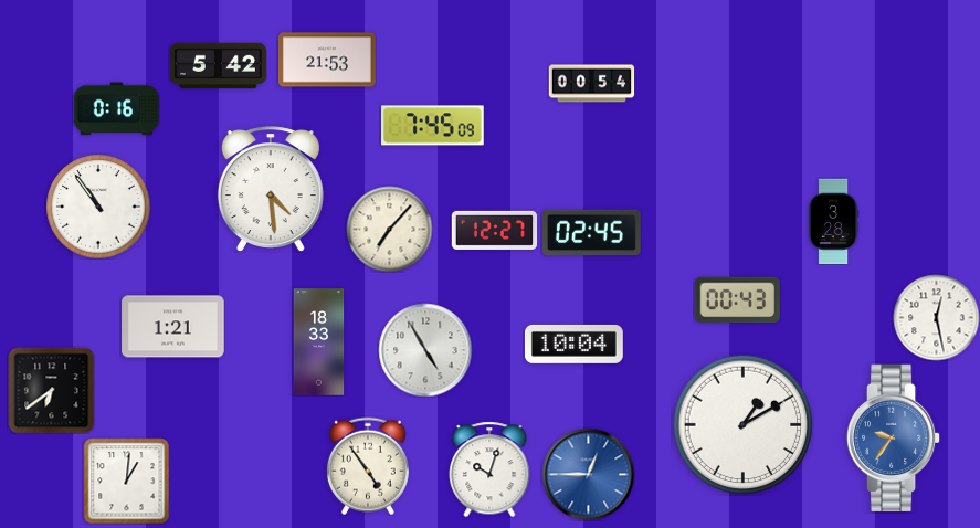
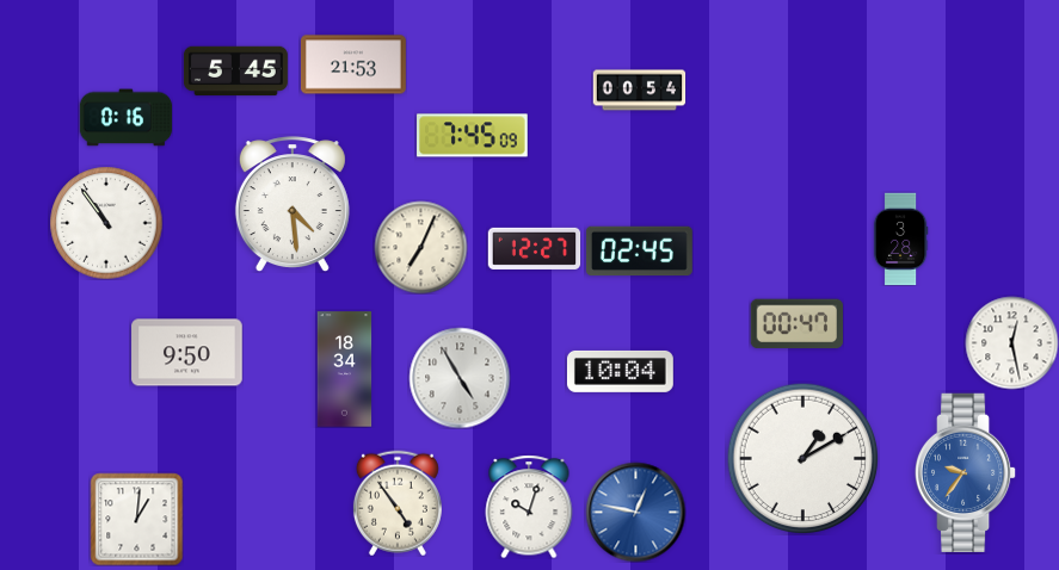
clock at (218, 66): 5:42 -> 5:45
clock at (433, 126) position: (433, 126) -> (473, 136)
clock at (389, 229): 7:07 -> 7:04
clock at (737, 300): 00:43 -> 00:47
clock at (173, 327): 1:21 -> 9:50
clock at (319, 342): 18:33 -> 18:34
clock at (51, 390): 6:39 -> none
clock at (588, 474): 12:45 -> 12:47
